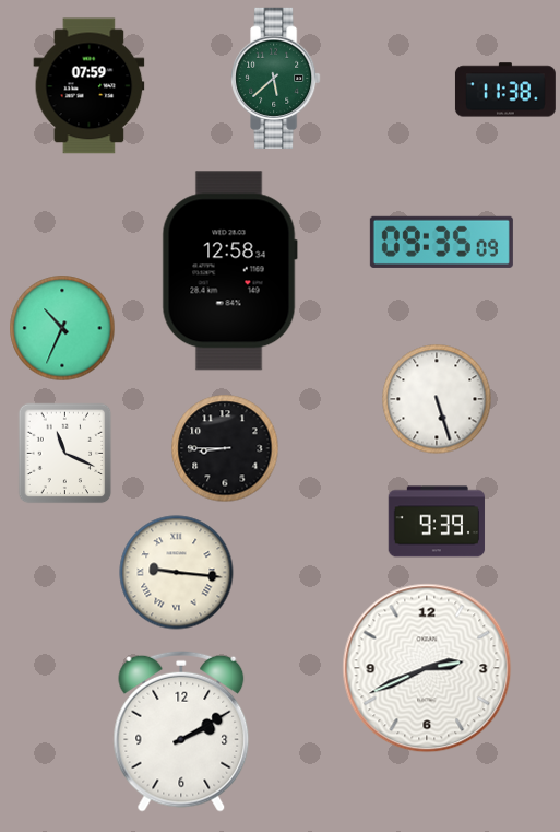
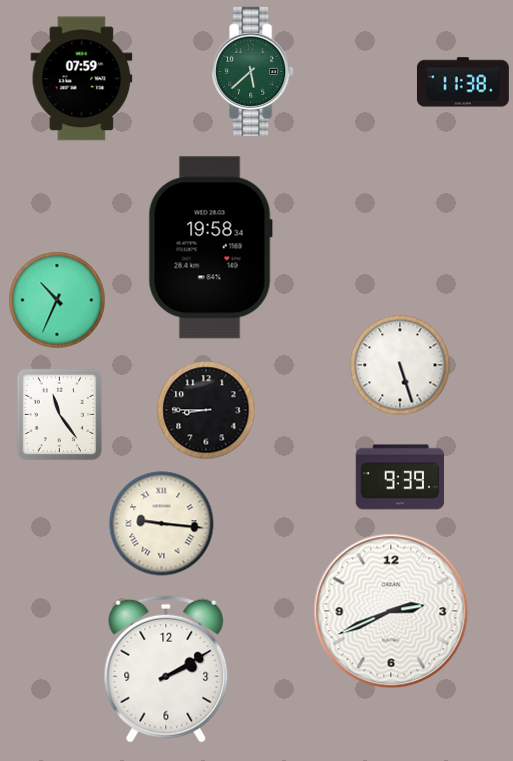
clock at (441, 242): 09:35 -> none
clock at (229, 271): 12:58 -> 19:58
clock at (65, 454): 11:19 -> 11:24
